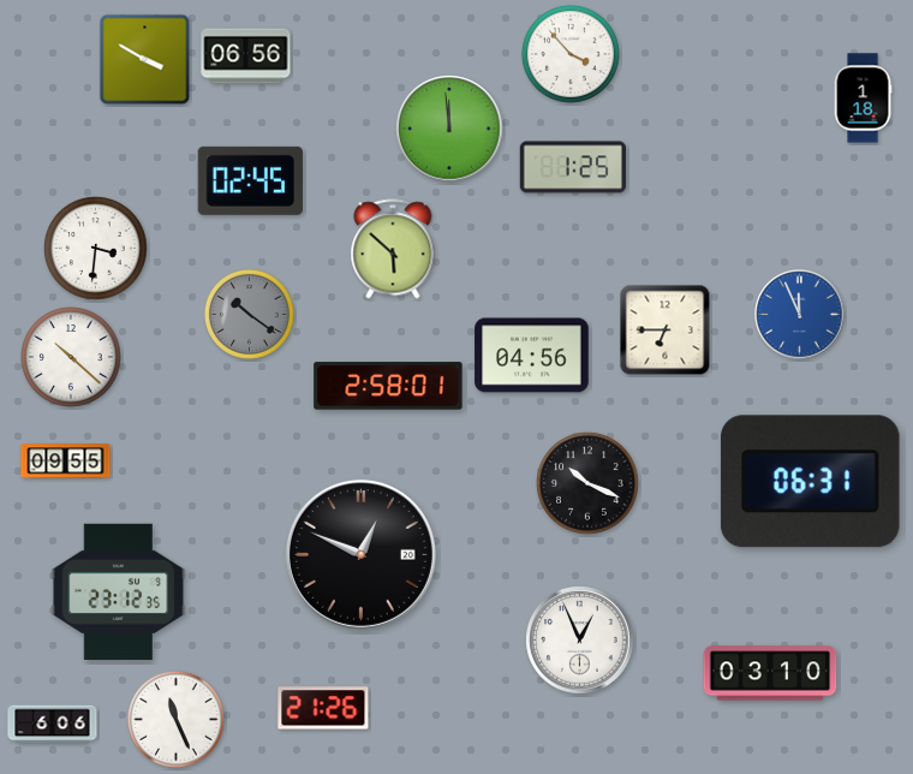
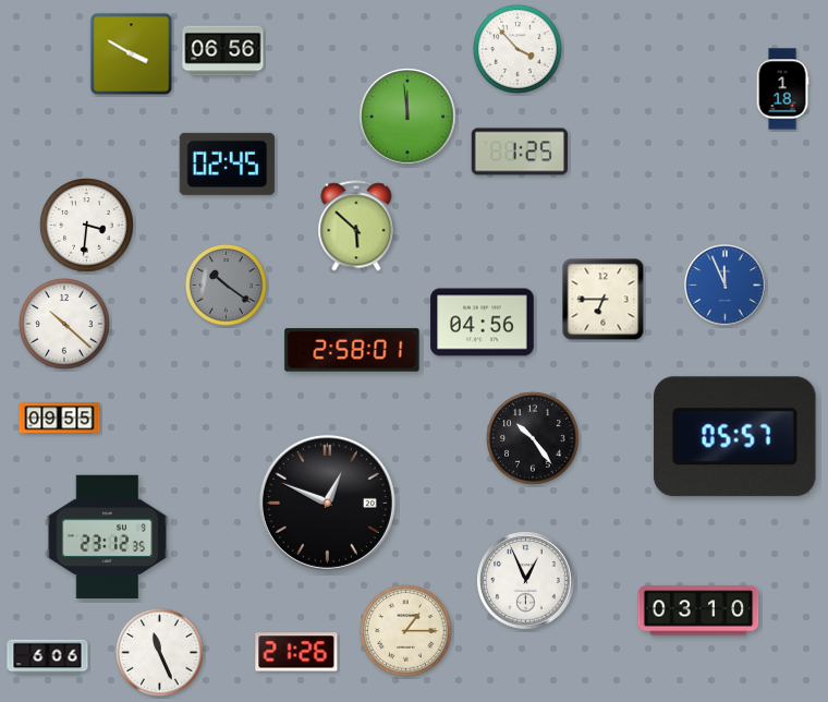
clock at (811, 482): 06:31 -> 05:57
clock at (587, 483): 10:19 -> 10:24
clock at (406, 631): none -> 1:15
clock at (323, 708) position: (323, 708) -> (296, 652)
